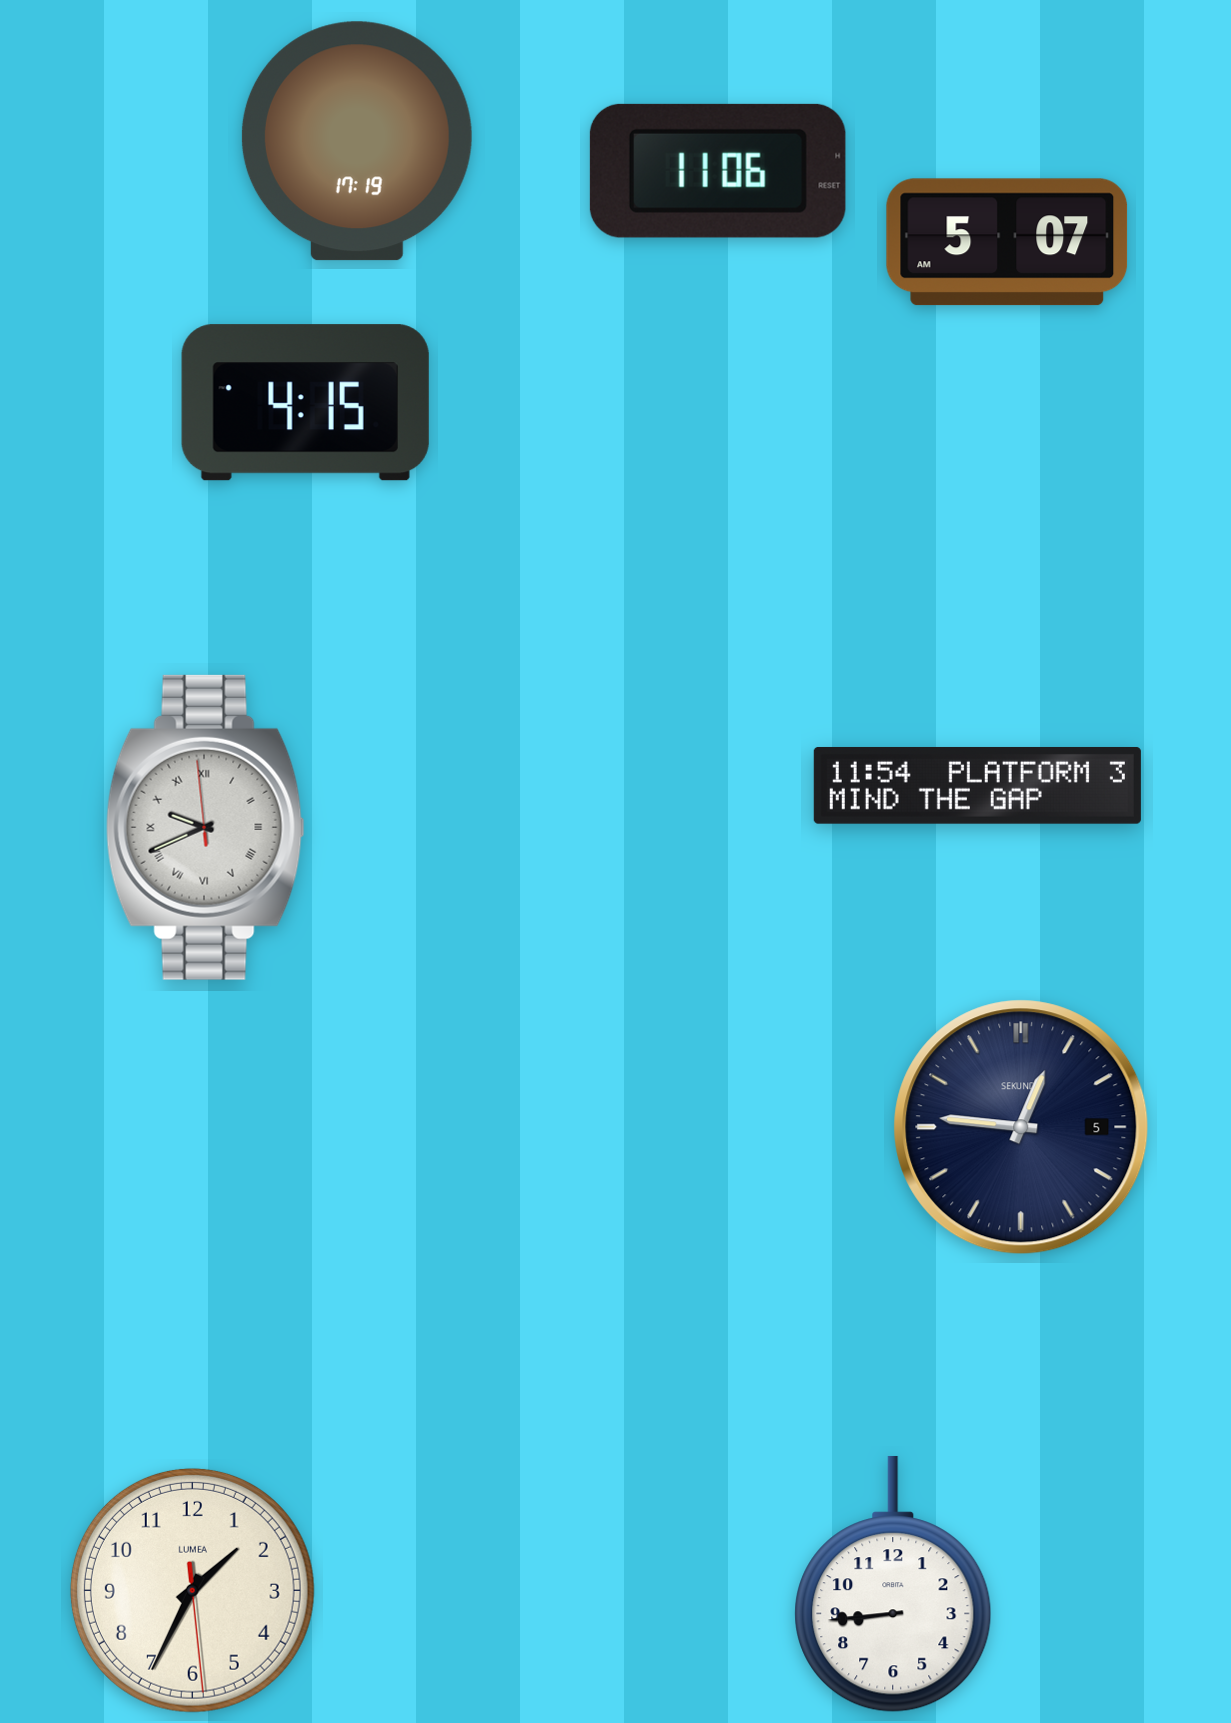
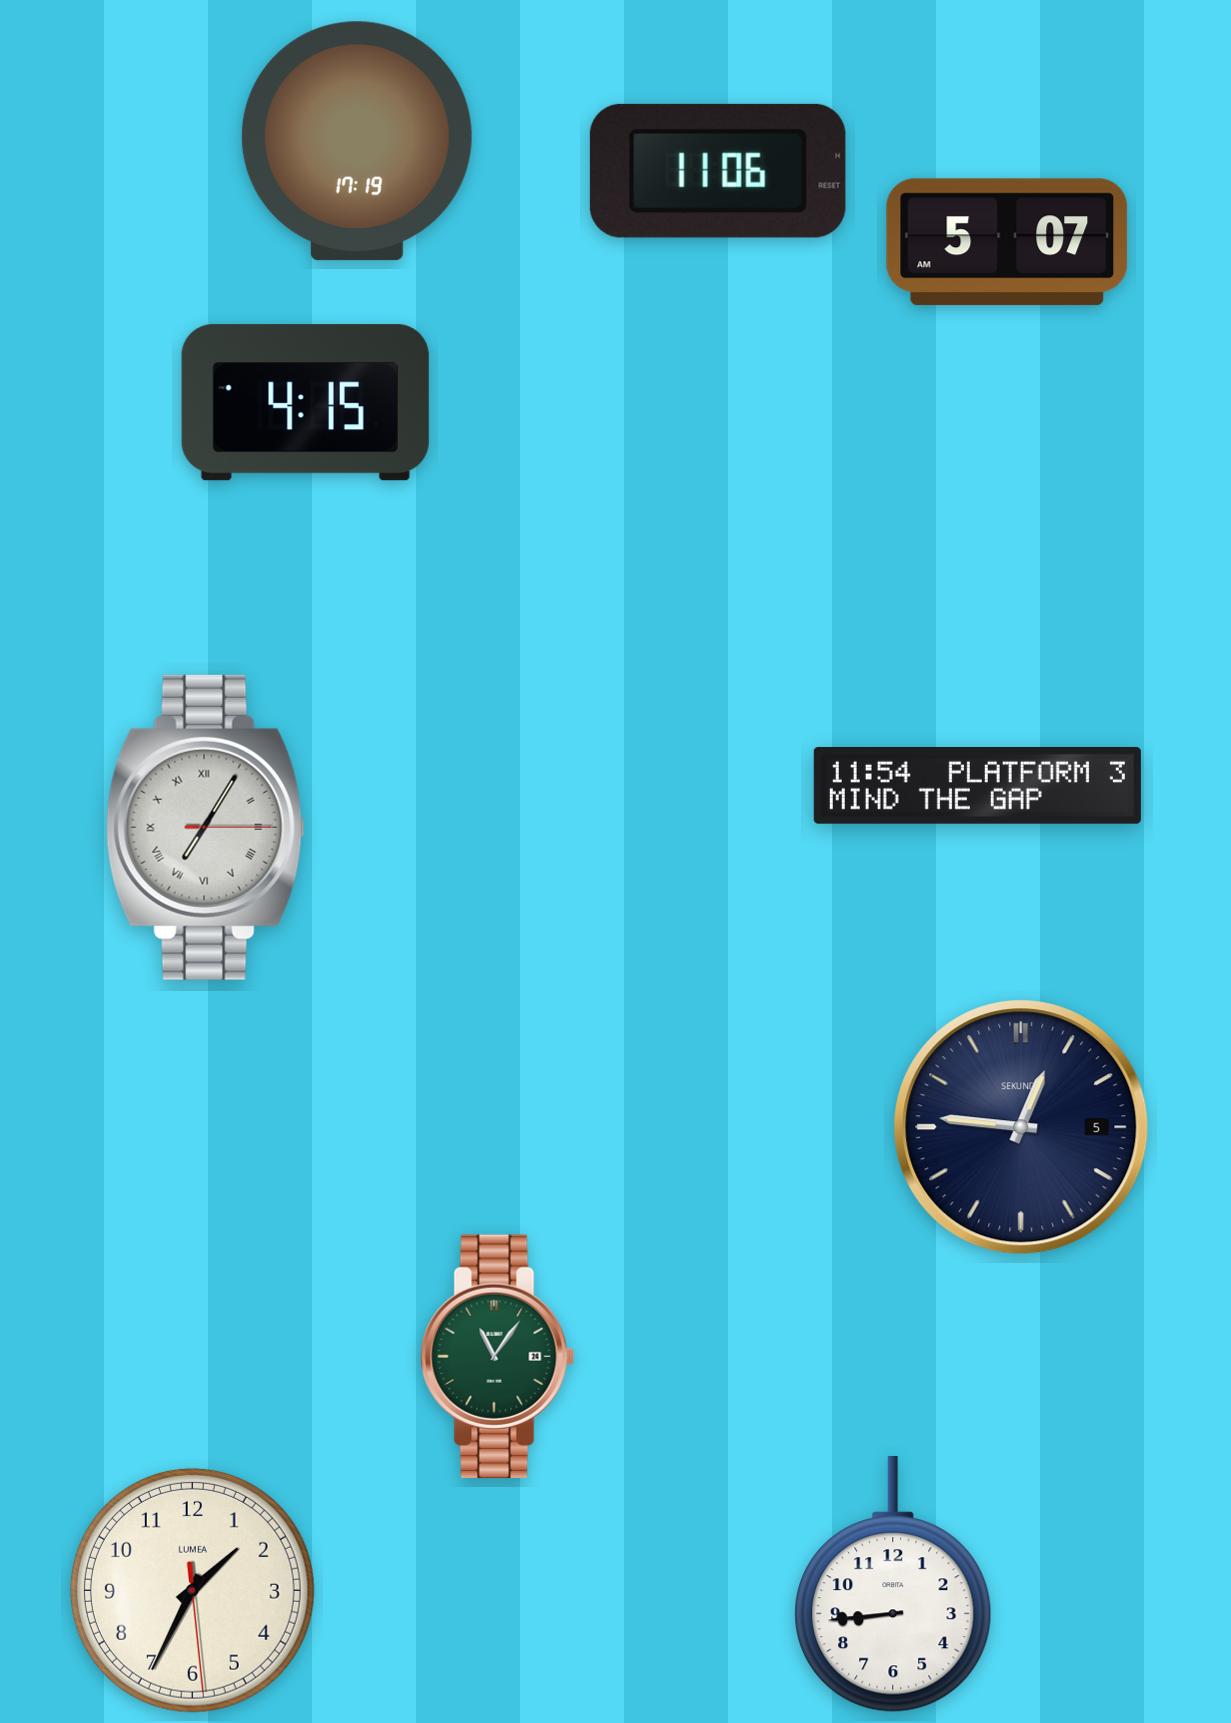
clock at (205, 827): 9:40 -> 7:05
clock at (498, 1356): none -> 11:06
